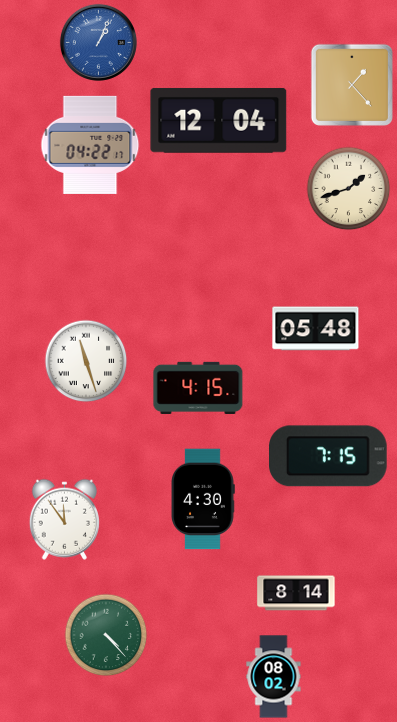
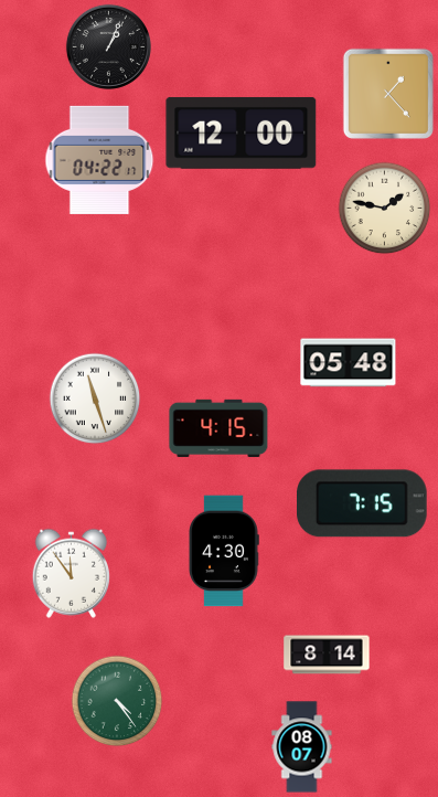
clock at (98, 42) dial: blue -> black
clock at (219, 120): 12:04 -> 12:00
clock at (348, 188): 1:42 -> 1:47
clock at (106, 635): 4:23 -> 4:24
clock at (274, 677): 08:02 -> 08:07
